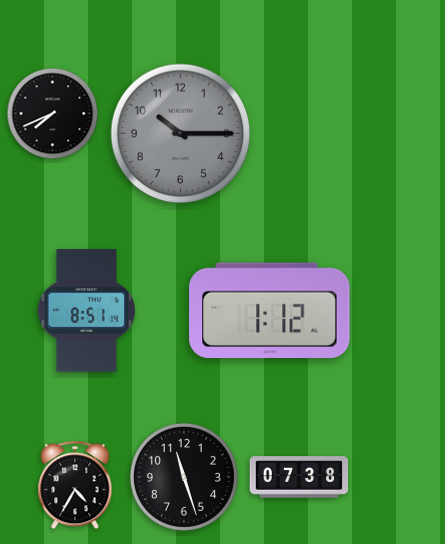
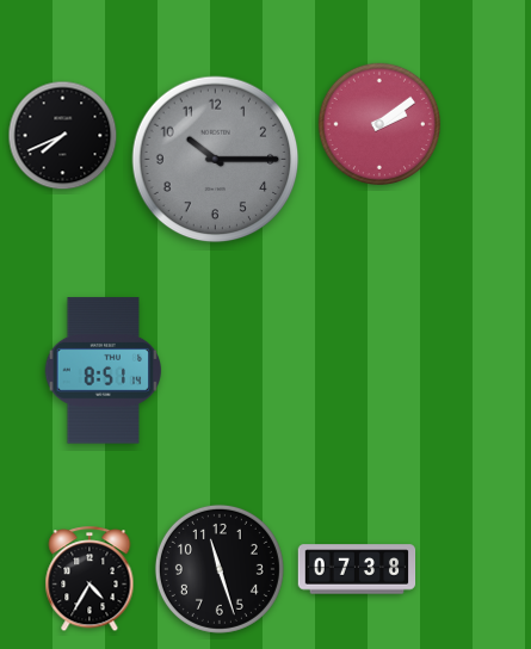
clock at (378, 123): none -> 2:09
clock at (270, 310): 1:12 -> none
